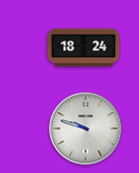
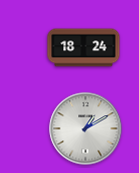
clock at (86, 129): 9:48 -> 1:10
